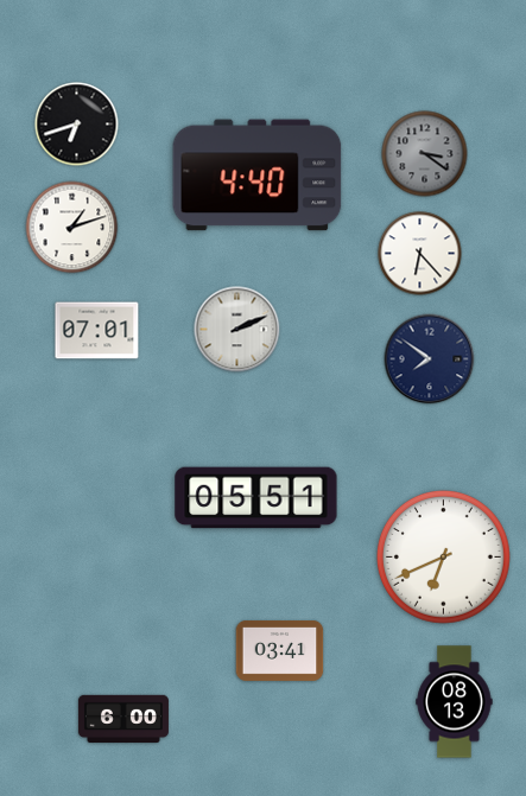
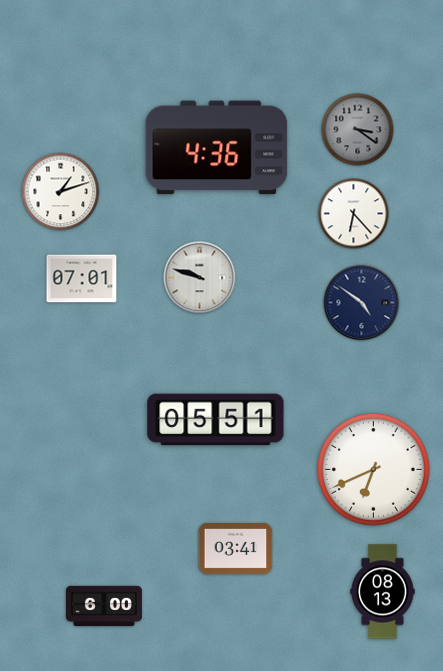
clock at (77, 125): 6:42 -> none
clock at (258, 176): 4:40 -> 4:36
clock at (237, 330): 2:11 -> 9:48
clock at (430, 359): 7:51 -> 4:51
